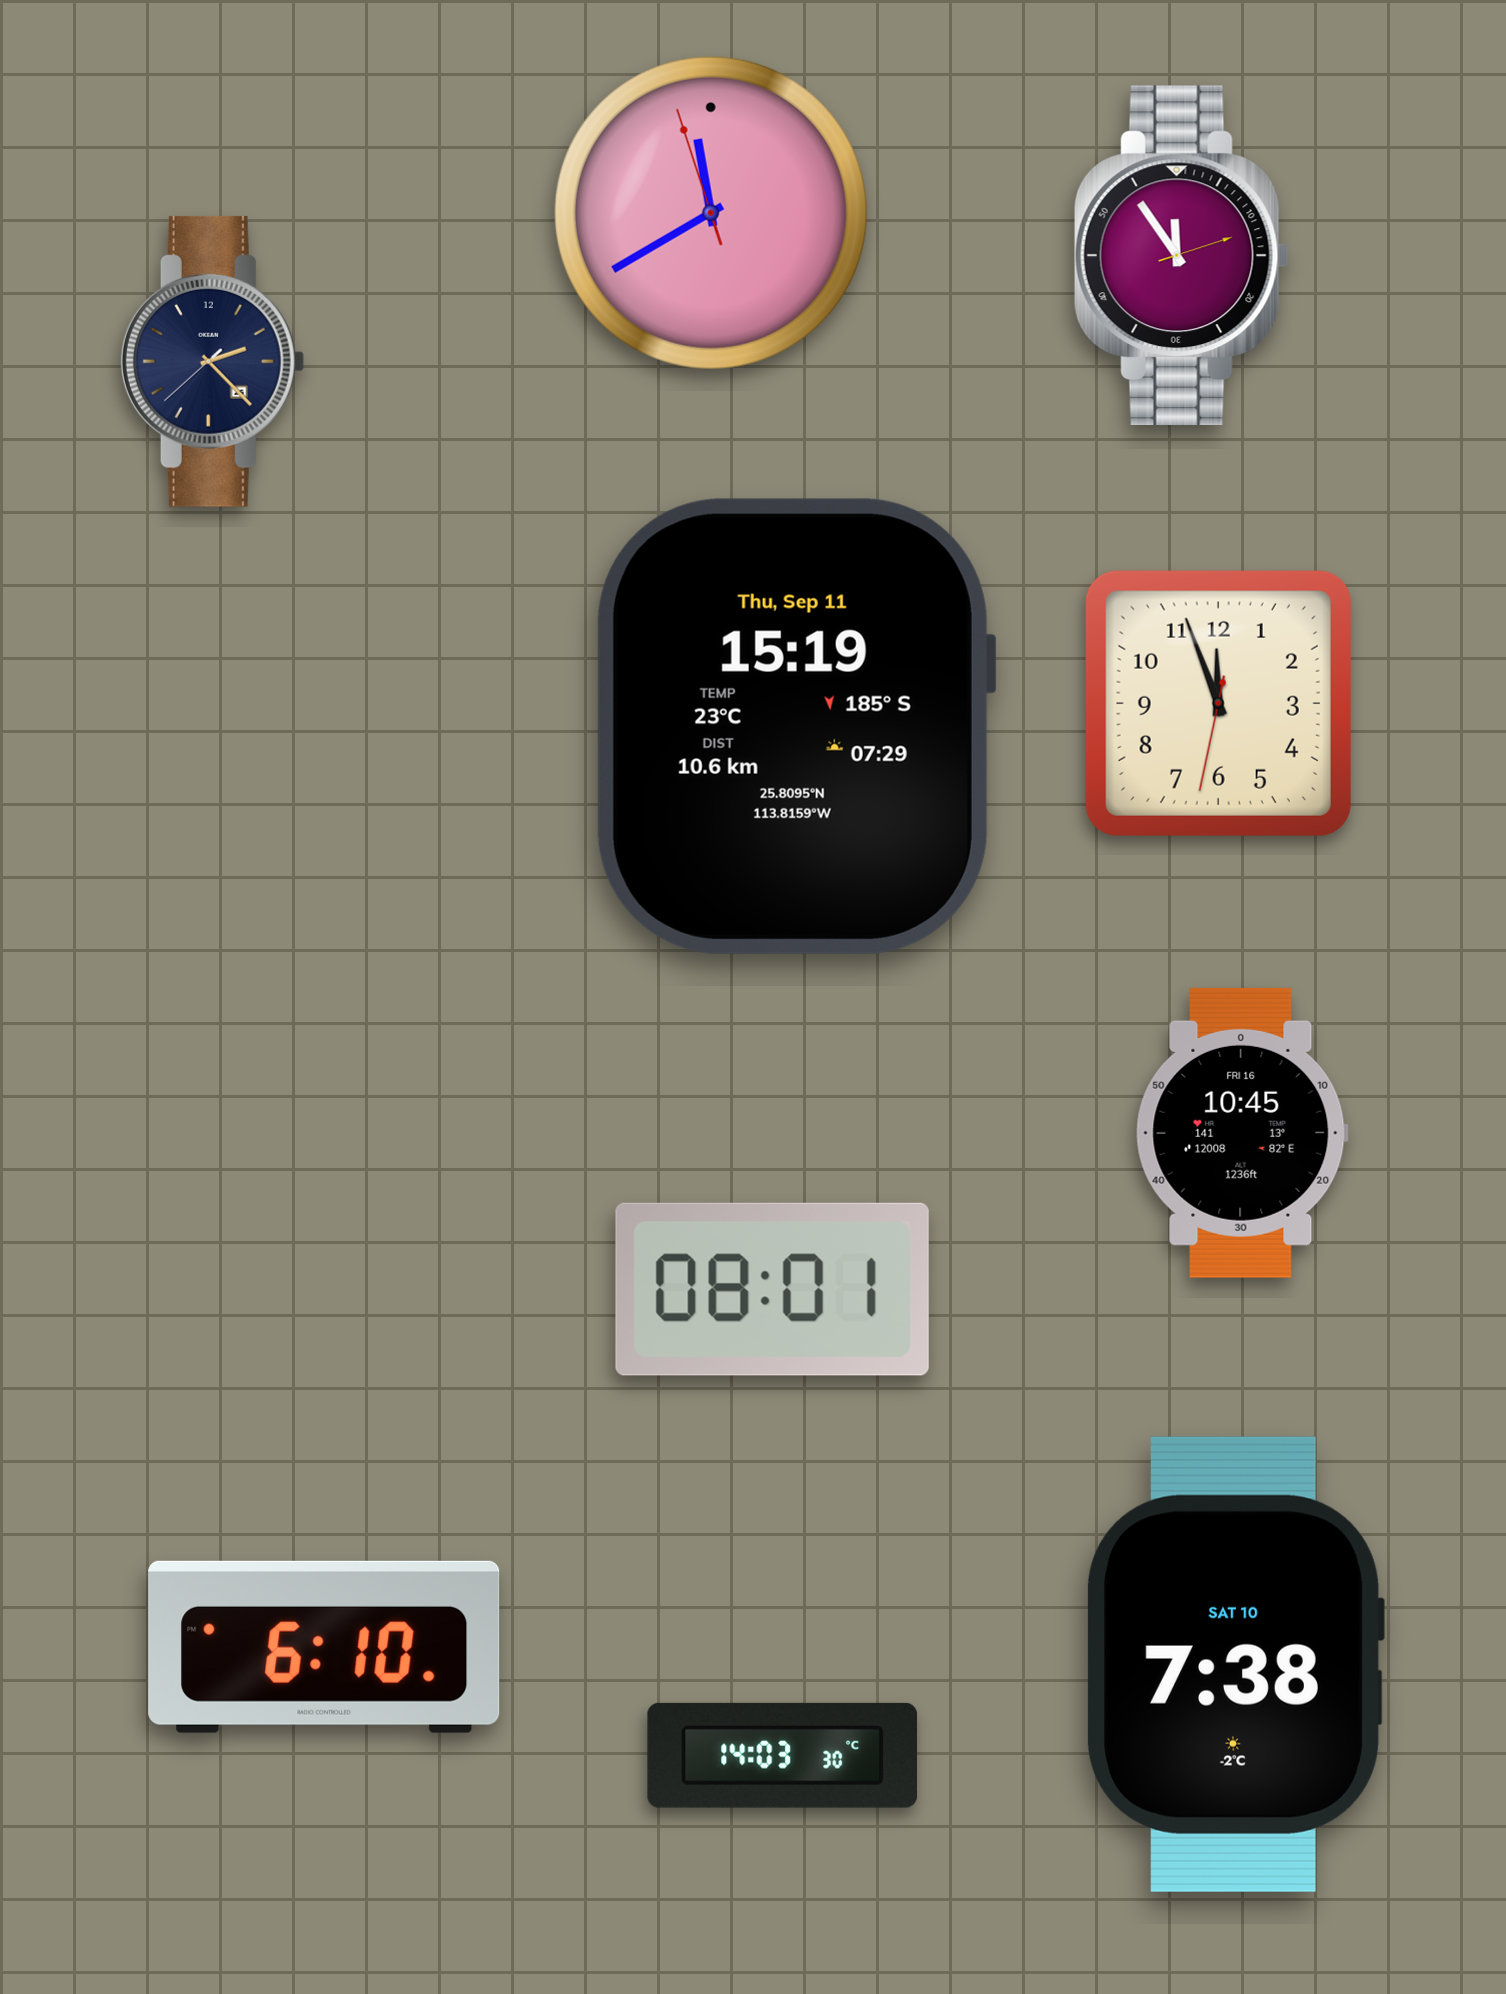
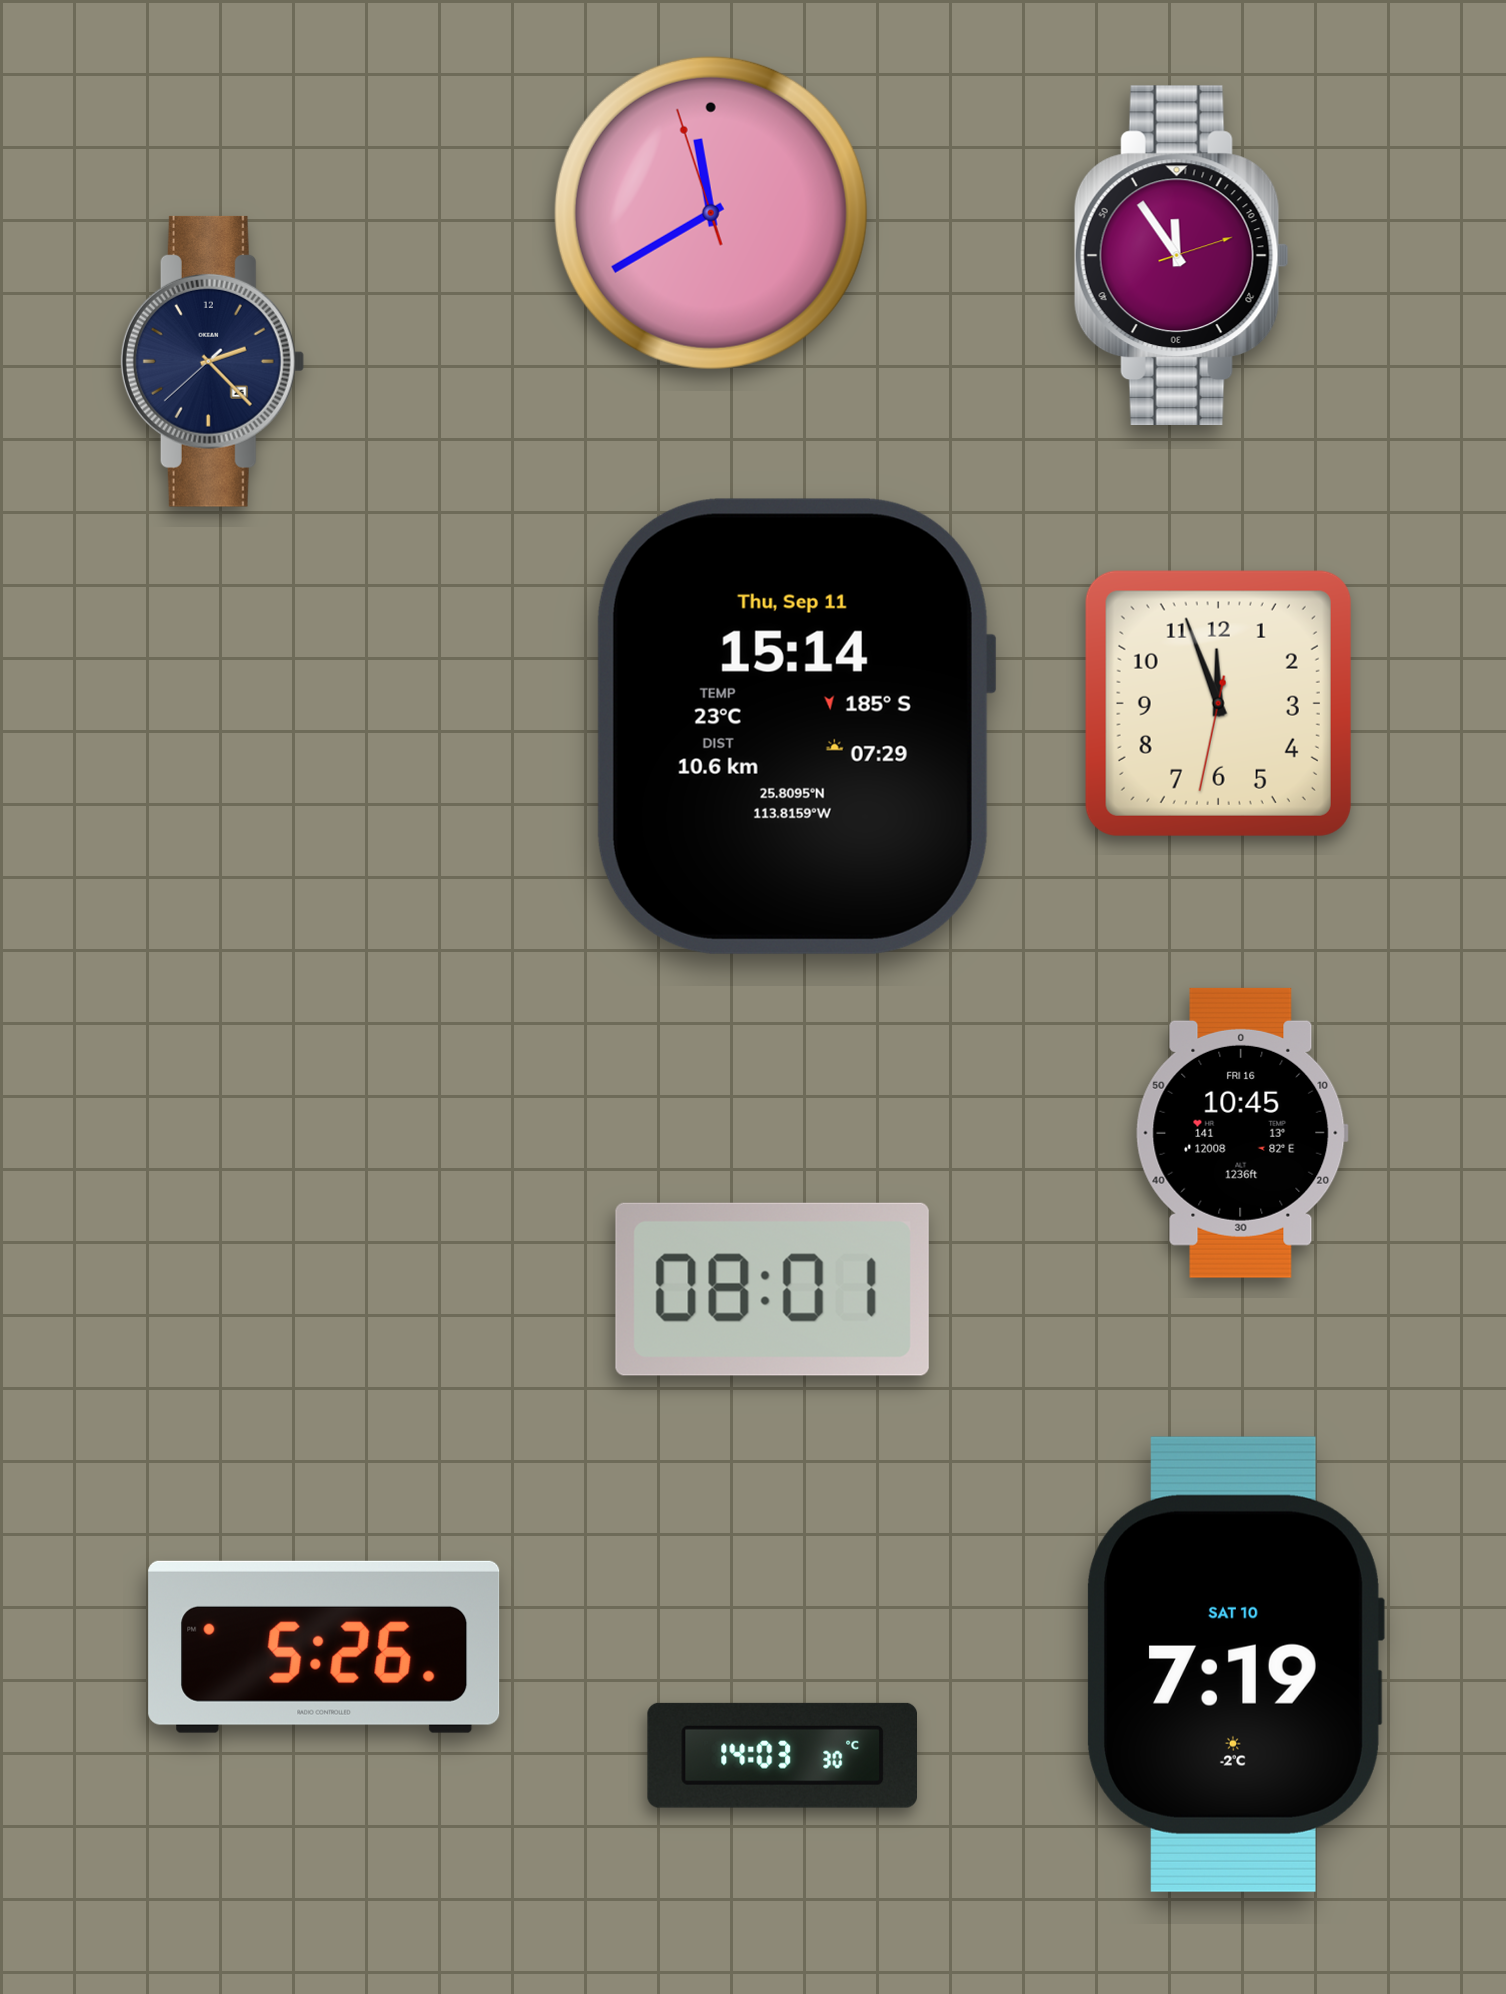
clock at (796, 726): 15:19 -> 15:14
clock at (324, 1647): 6:10 -> 5:26
clock at (1235, 1664): 7:38 -> 7:19
